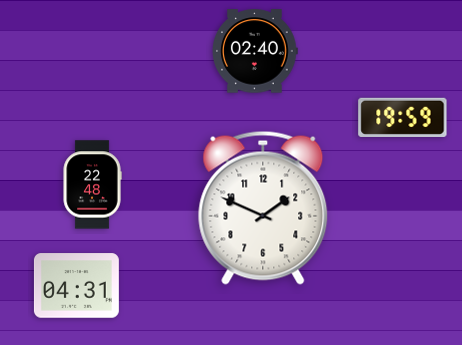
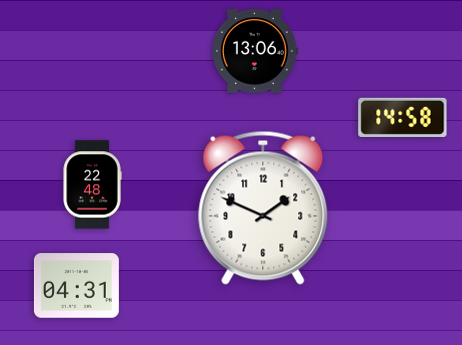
clock at (256, 51): 02:40 -> 13:06
clock at (403, 117): 19:59 -> 14:58
